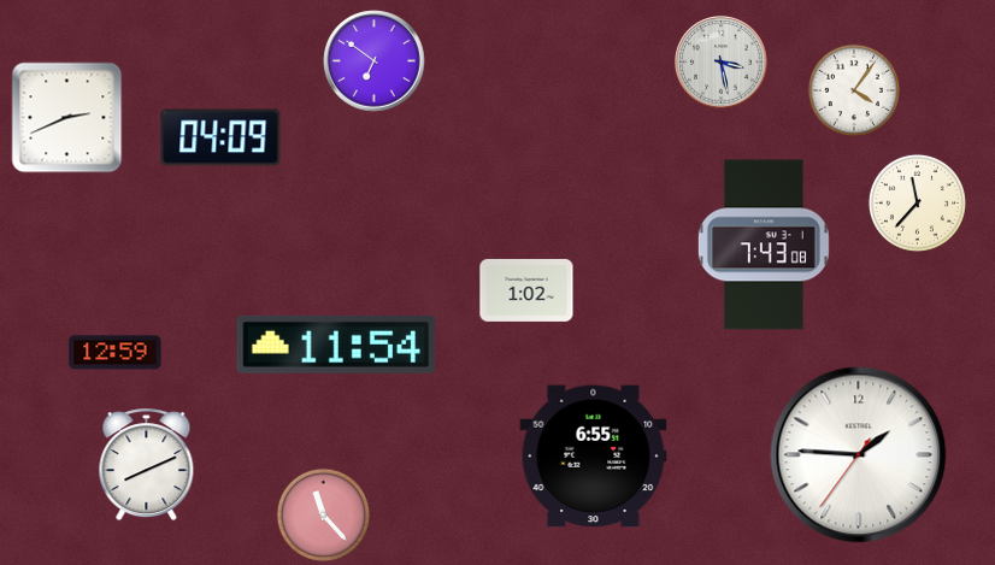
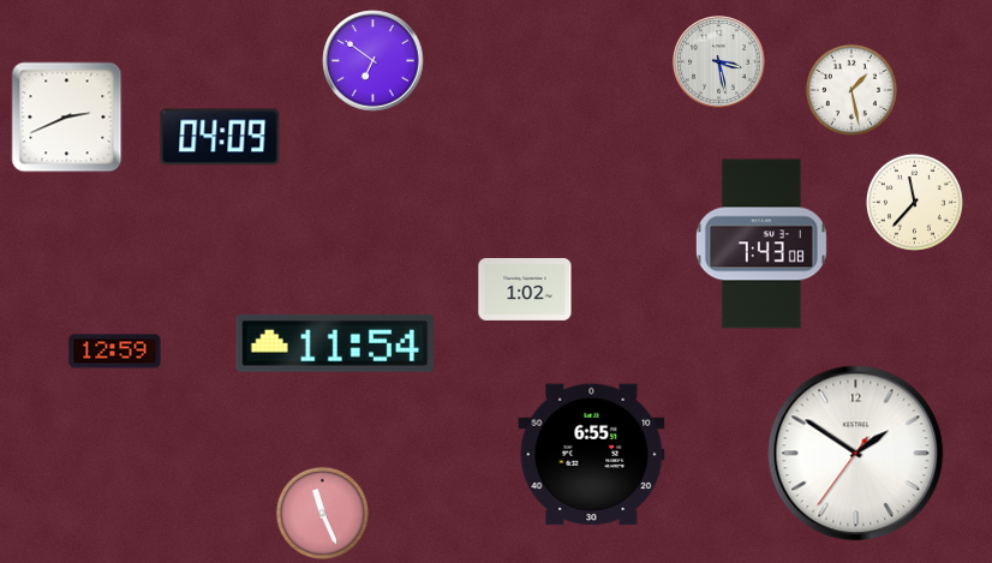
clock at (854, 90): 4:06 -> 1:28
clock at (859, 455): 1:45 -> 1:50
clock at (147, 465): 8:11 -> none
clock at (323, 514): 11:23 -> 11:26
